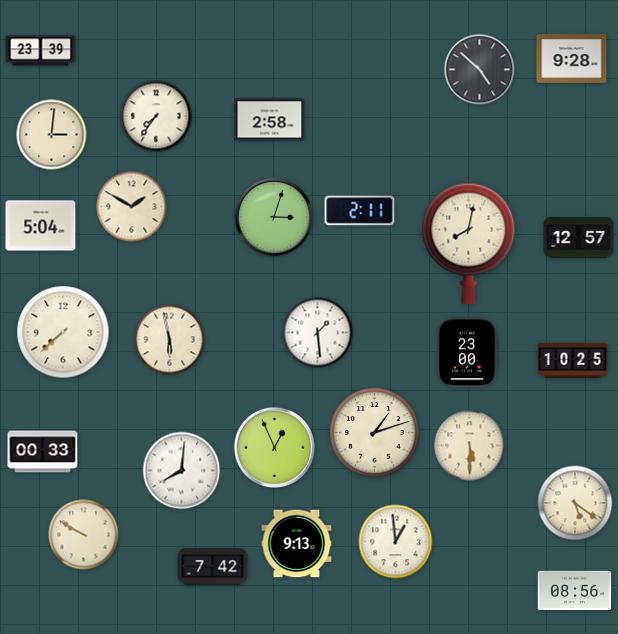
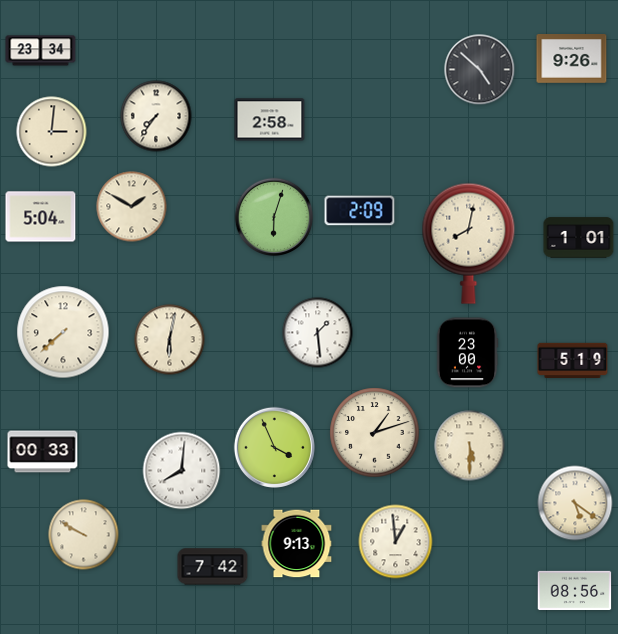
clock at (41, 51): 23:39 -> 23:34
clock at (572, 59): 9:28 -> 9:26
clock at (52, 135) position: (52, 135) -> (52, 132)
clock at (360, 211): 2:11 -> 2:09
clock at (274, 217): 3:03 -> 6:03
clock at (41, 226) position: (41, 226) -> (41, 217)
clock at (579, 238): 12:57 -> 1:01
clock at (170, 340): 5:58 -> 6:02
clock at (573, 360): 10:25 -> 5:19
clock at (274, 447): 12:56 -> 3:56
